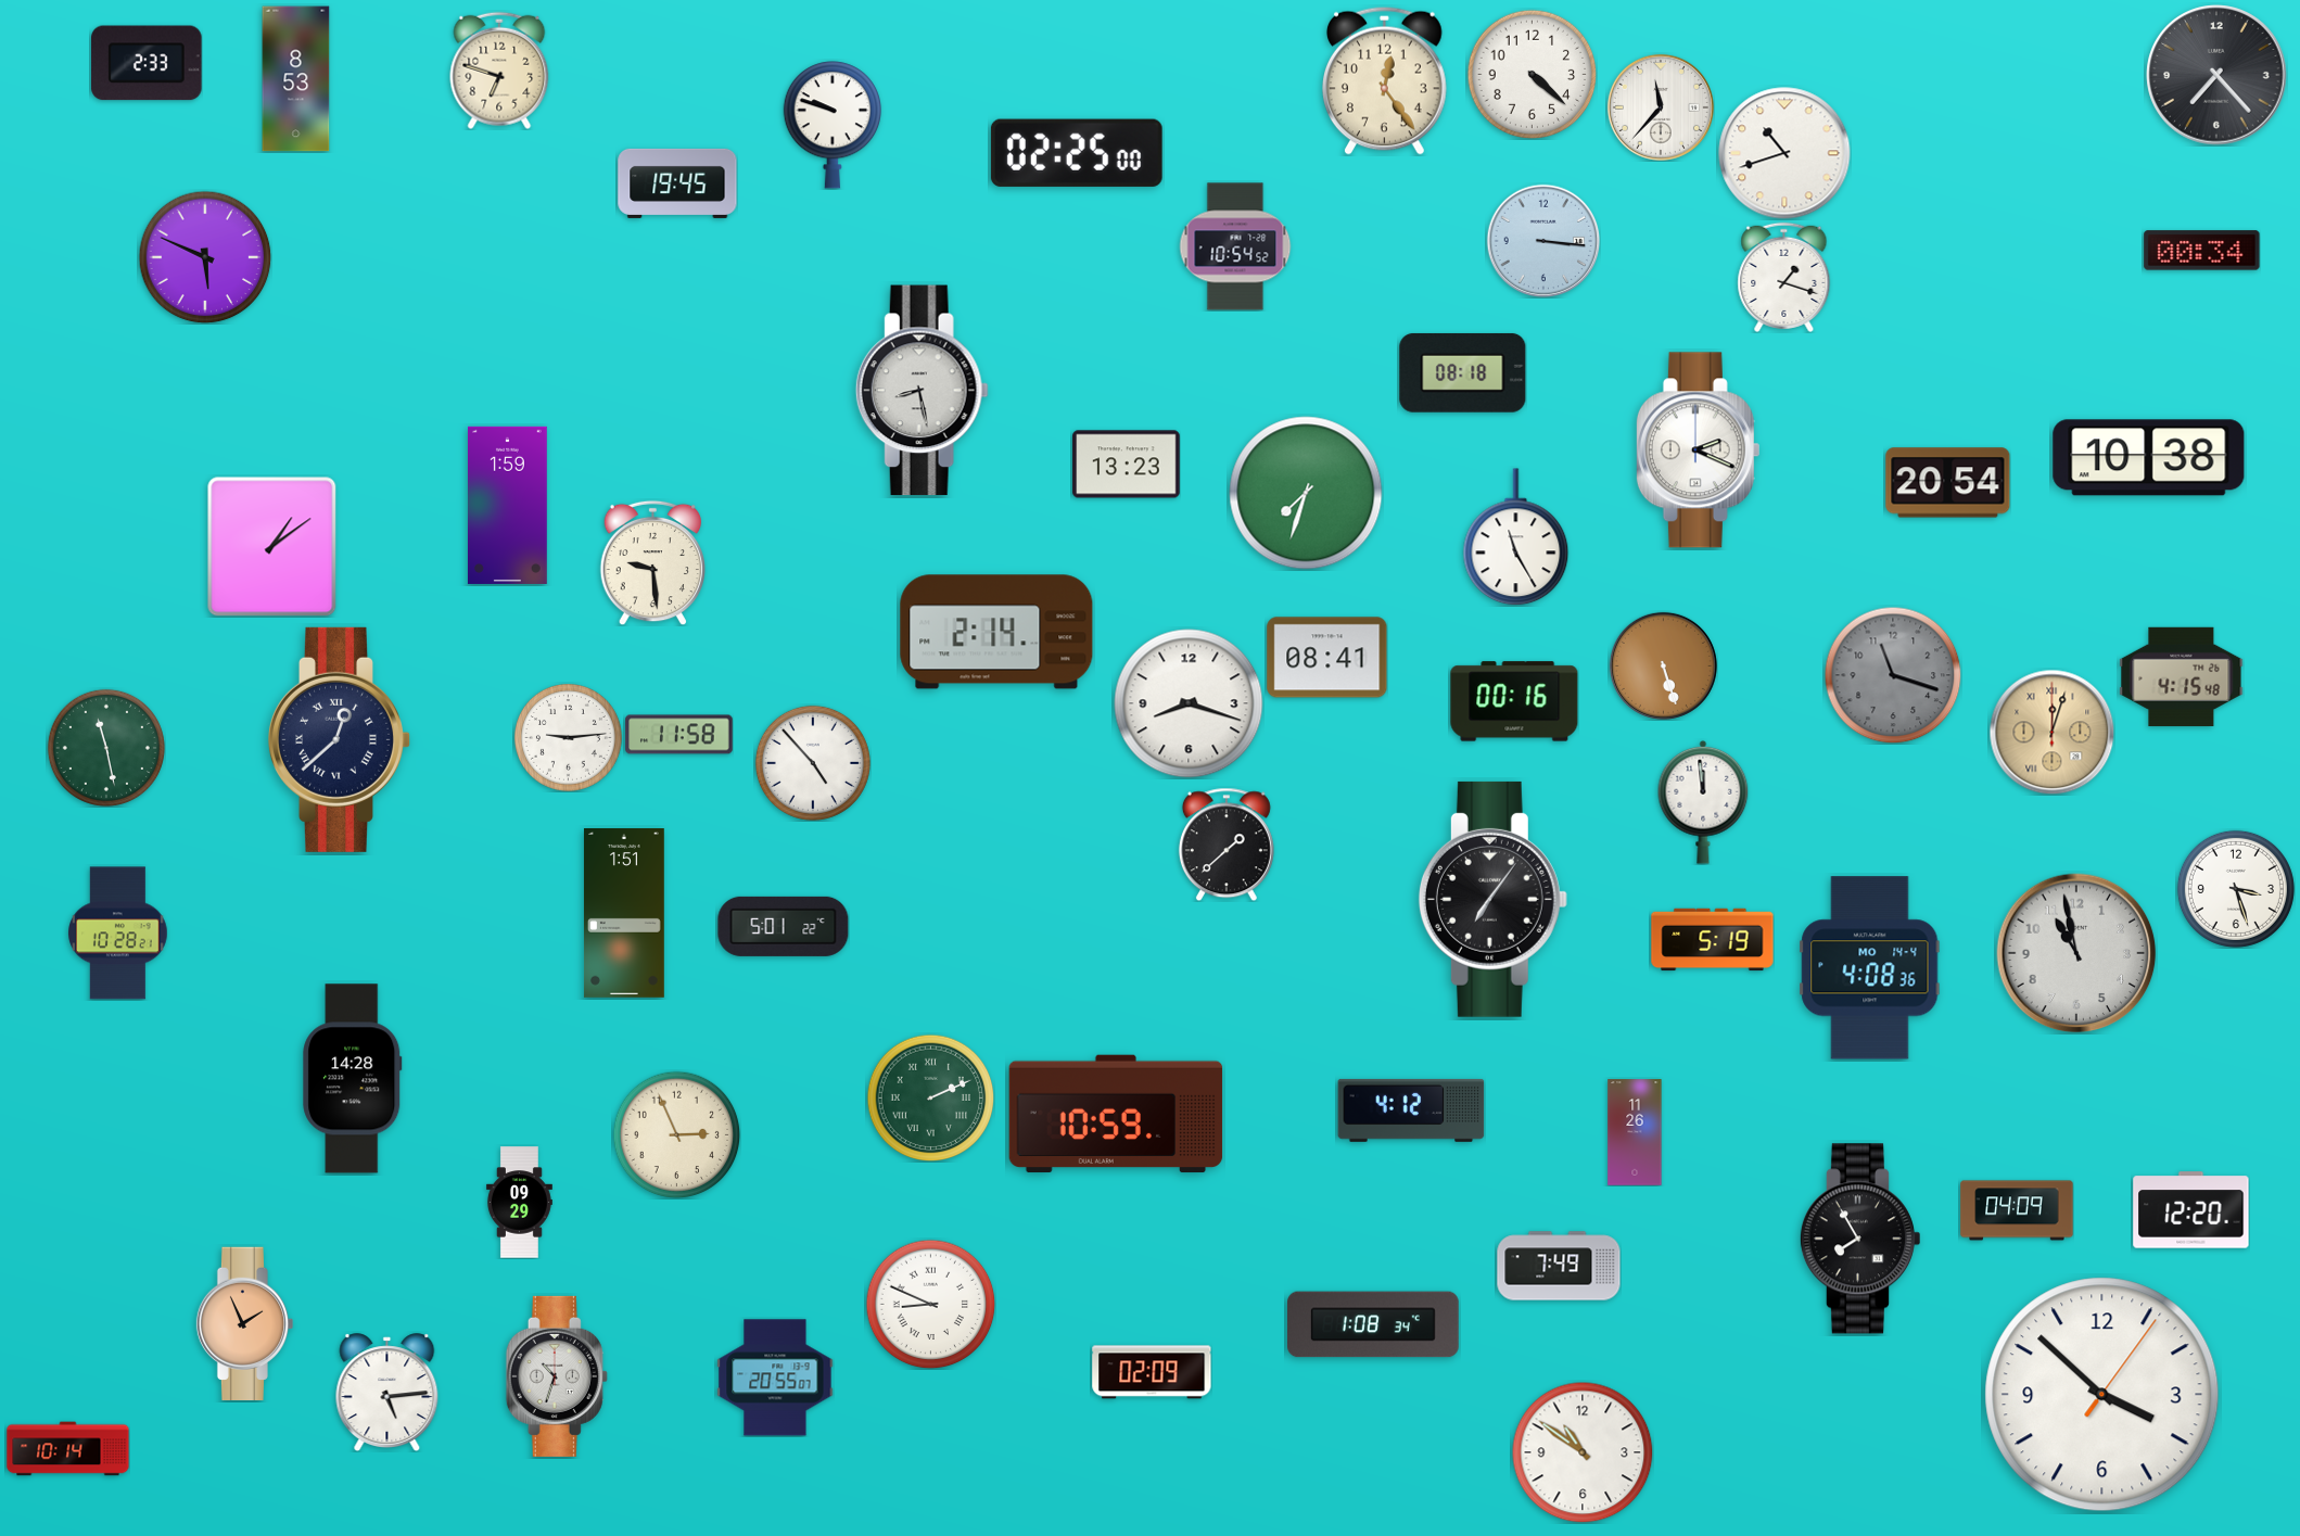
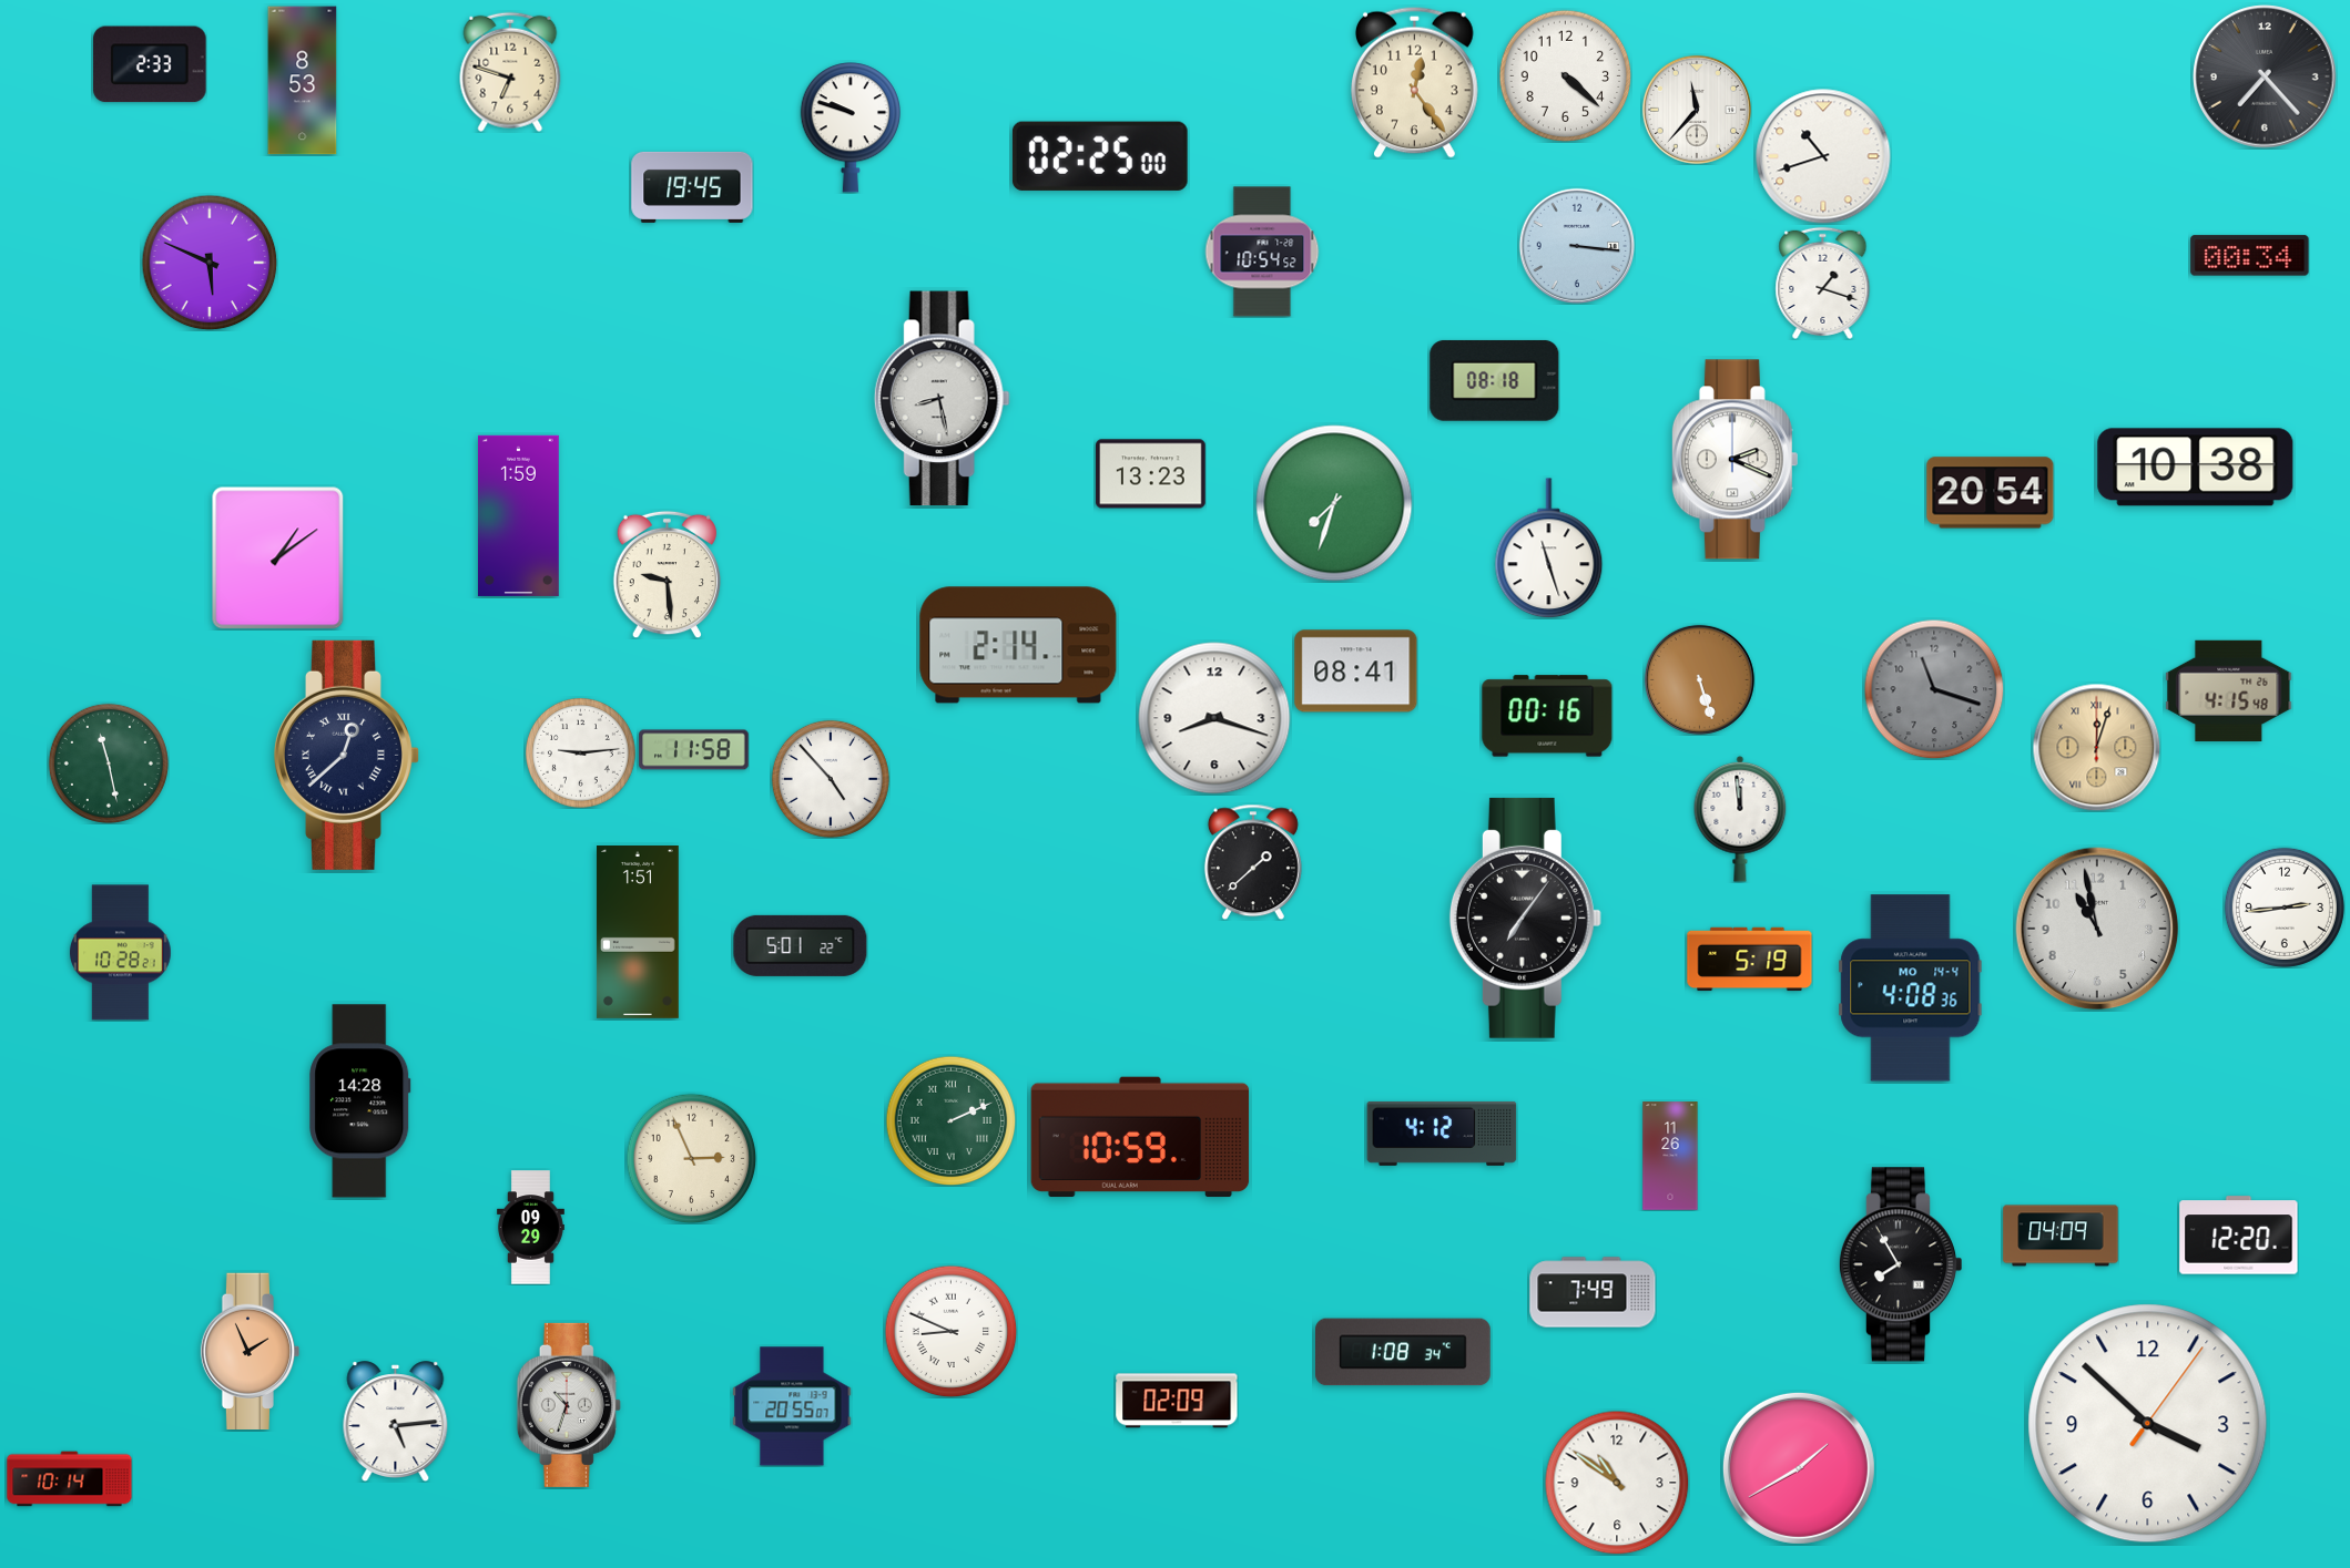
clock at (1516, 537): 11:25 -> 11:27
clock at (2236, 889): 3:27 -> 2:44
clock at (2076, 953) position: (2076, 953) -> (2097, 929)
clock at (1799, 1468): none -> 1:40
